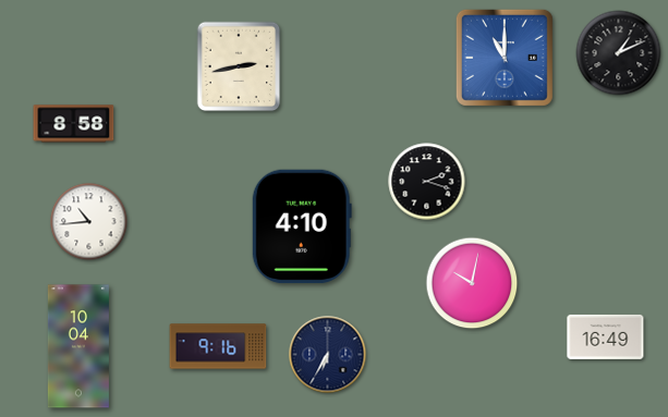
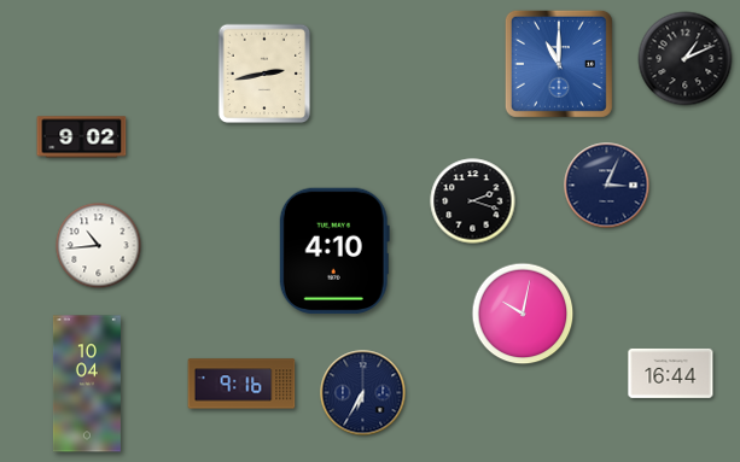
clock at (74, 124): 8:58 -> 9:02
clock at (607, 186): none -> 3:04
clock at (606, 336): 16:49 -> 16:44
